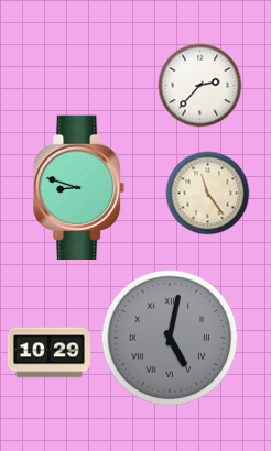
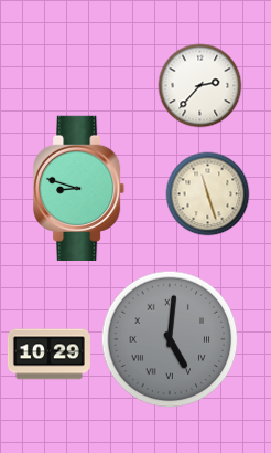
clock at (208, 194): 11:24 -> 11:27
clock at (170, 338): 5:02 -> 5:01
